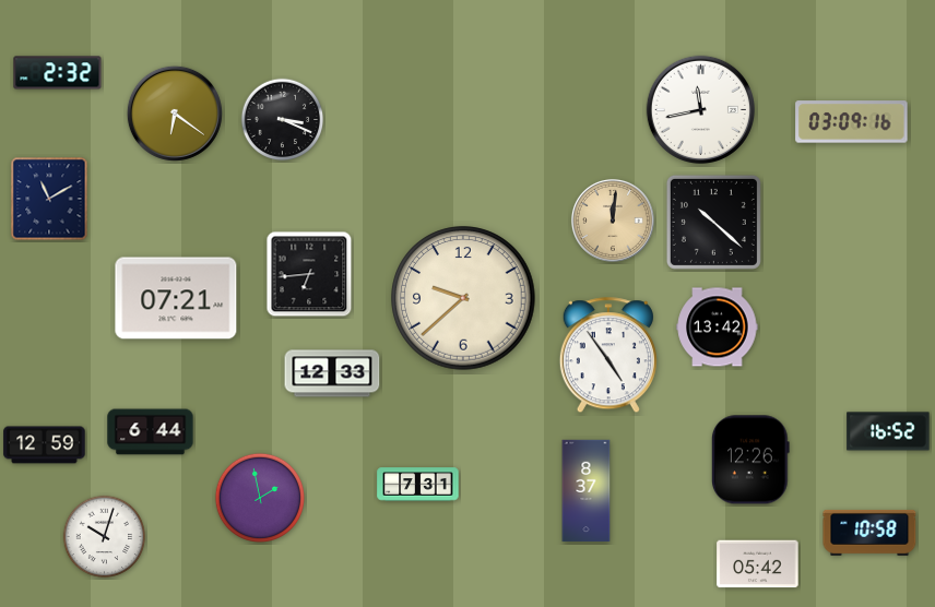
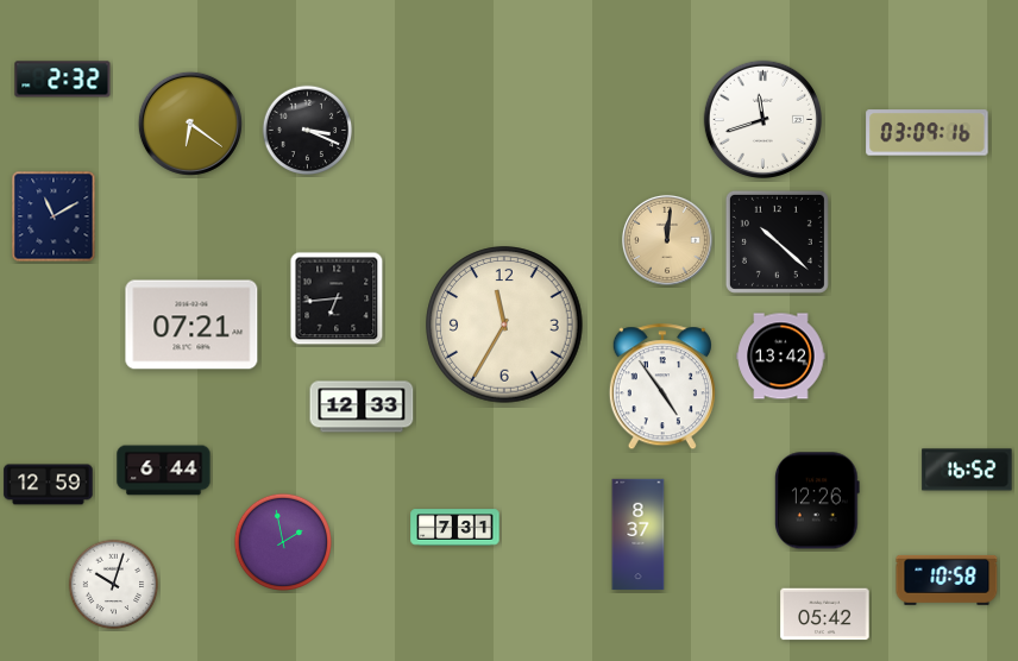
clock at (700, 109): 11:43 -> 11:42
clock at (463, 298): 9:38 -> 11:35
